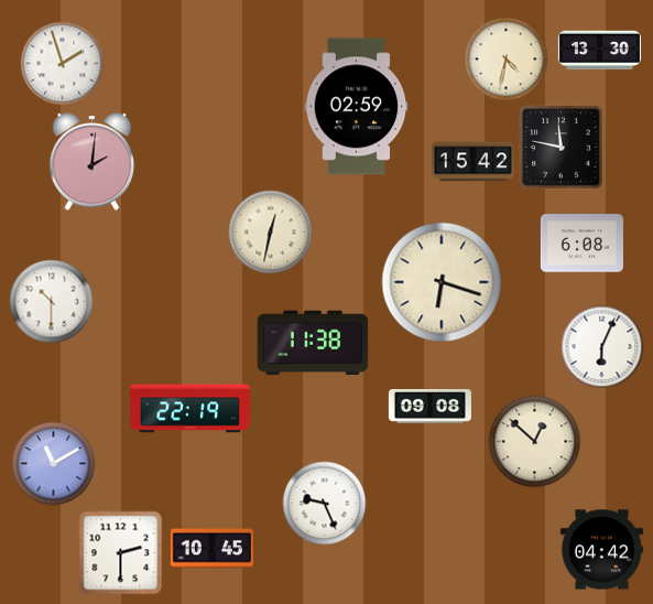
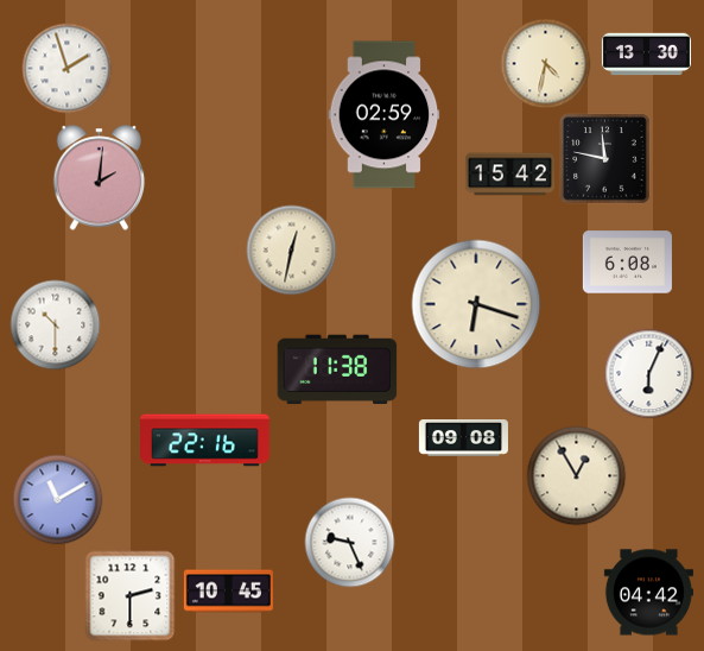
clock at (92, 162) position: (92, 162) -> (100, 178)
clock at (191, 409): 22:19 -> 22:16
clock at (535, 442): 12:52 -> 12:55
